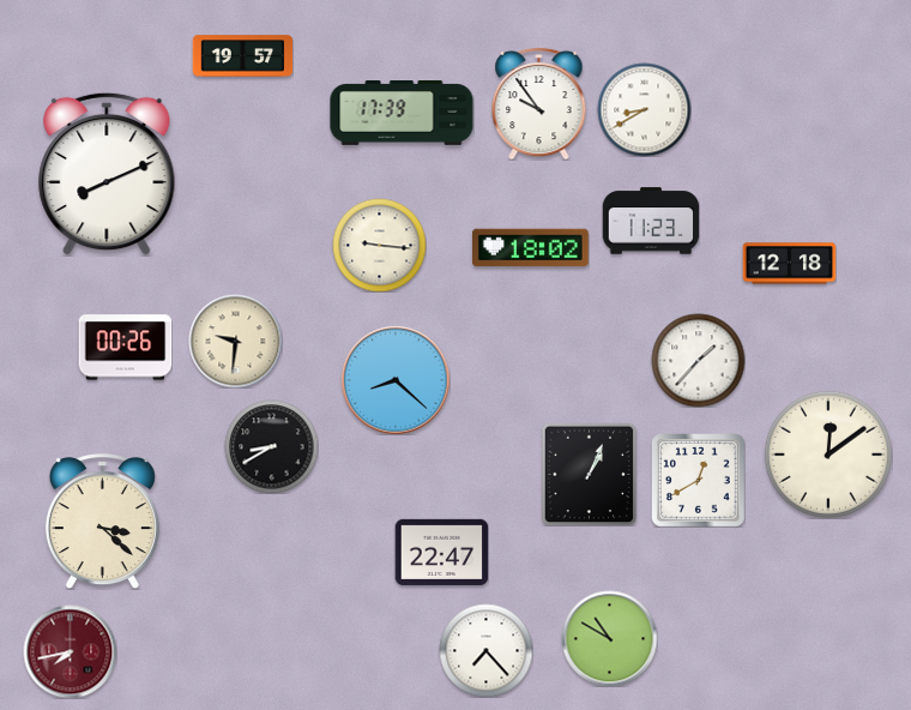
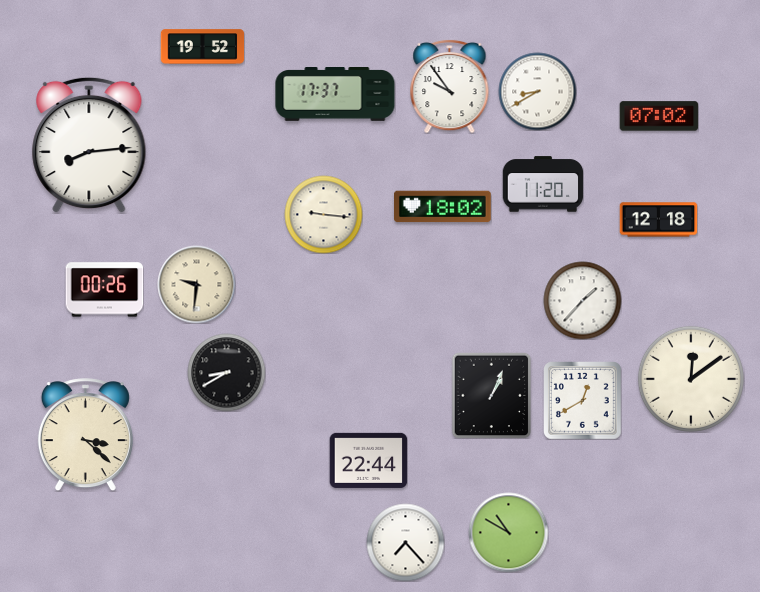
clock at (242, 56): 19:57 -> 19:52
clock at (402, 114): 17:39 -> 17:37
clock at (659, 116): none -> 07:02
clock at (107, 174): 8:11 -> 8:14
clock at (651, 221): 11:23 -> 11:20
clock at (379, 245) position: (379, 245) -> (323, 214)
clock at (396, 380): 8:22 -> none
clock at (441, 552): 22:47 -> 22:44
clock at (70, 651): 7:43 -> none
